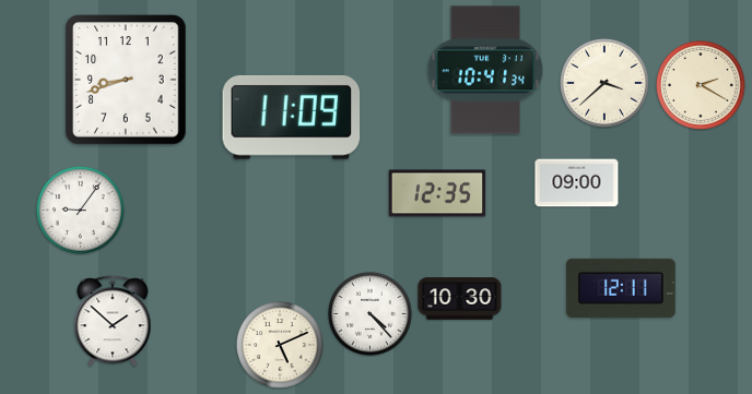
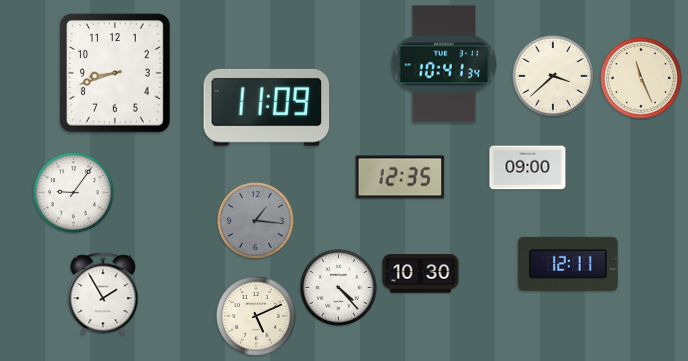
clock at (702, 86): 2:20 -> 11:26
clock at (256, 221): none -> 1:16
clock at (113, 321): 1:52 -> 1:55
